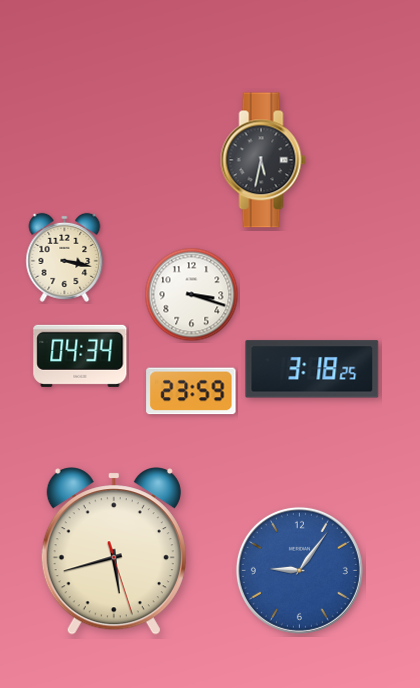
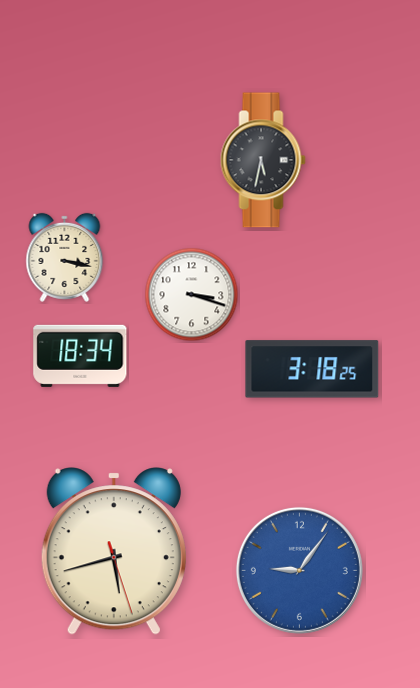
clock at (80, 356): 04:34 -> 18:34
clock at (191, 391): 23:59 -> none
